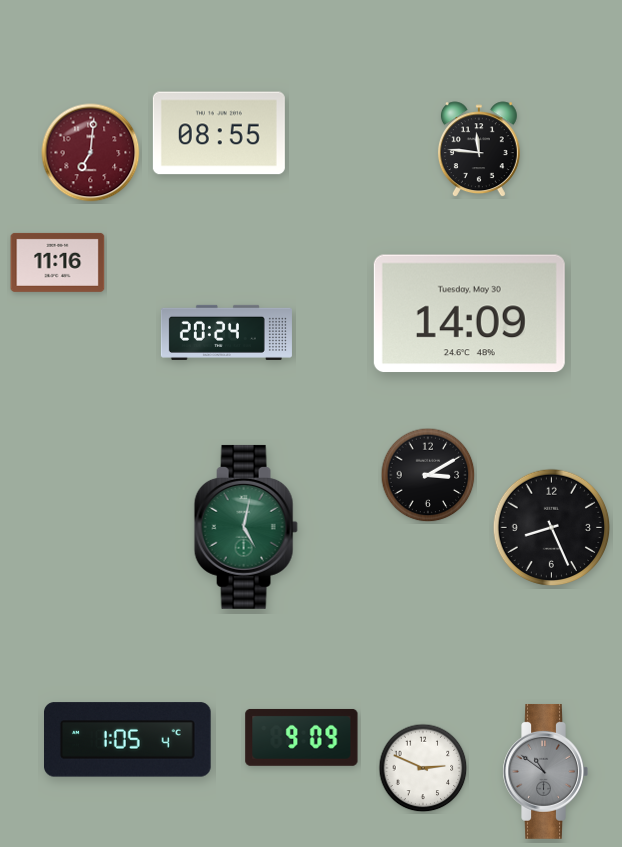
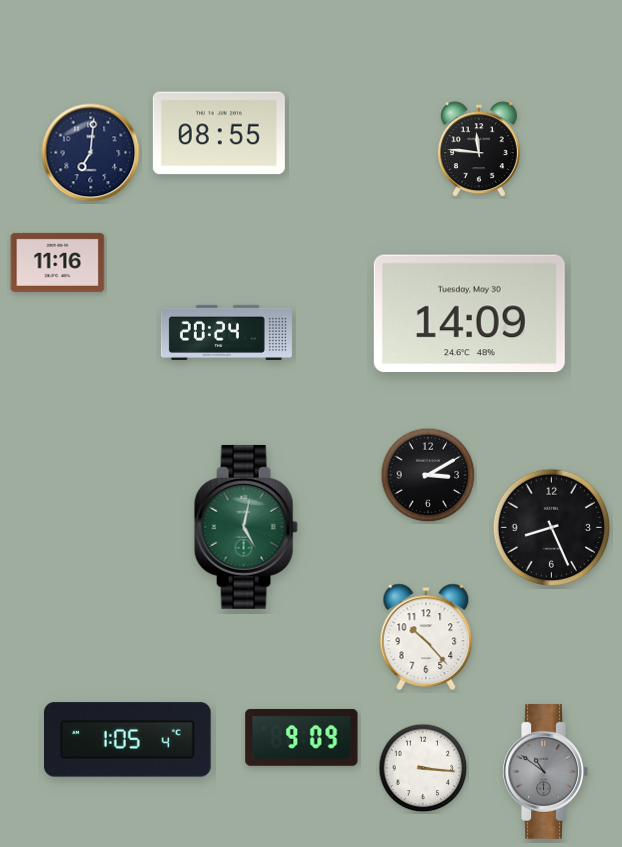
clock at (91, 153) dial: burgundy -> navy
clock at (426, 637): none -> 10:23
clock at (423, 768): 2:49 -> 3:16
